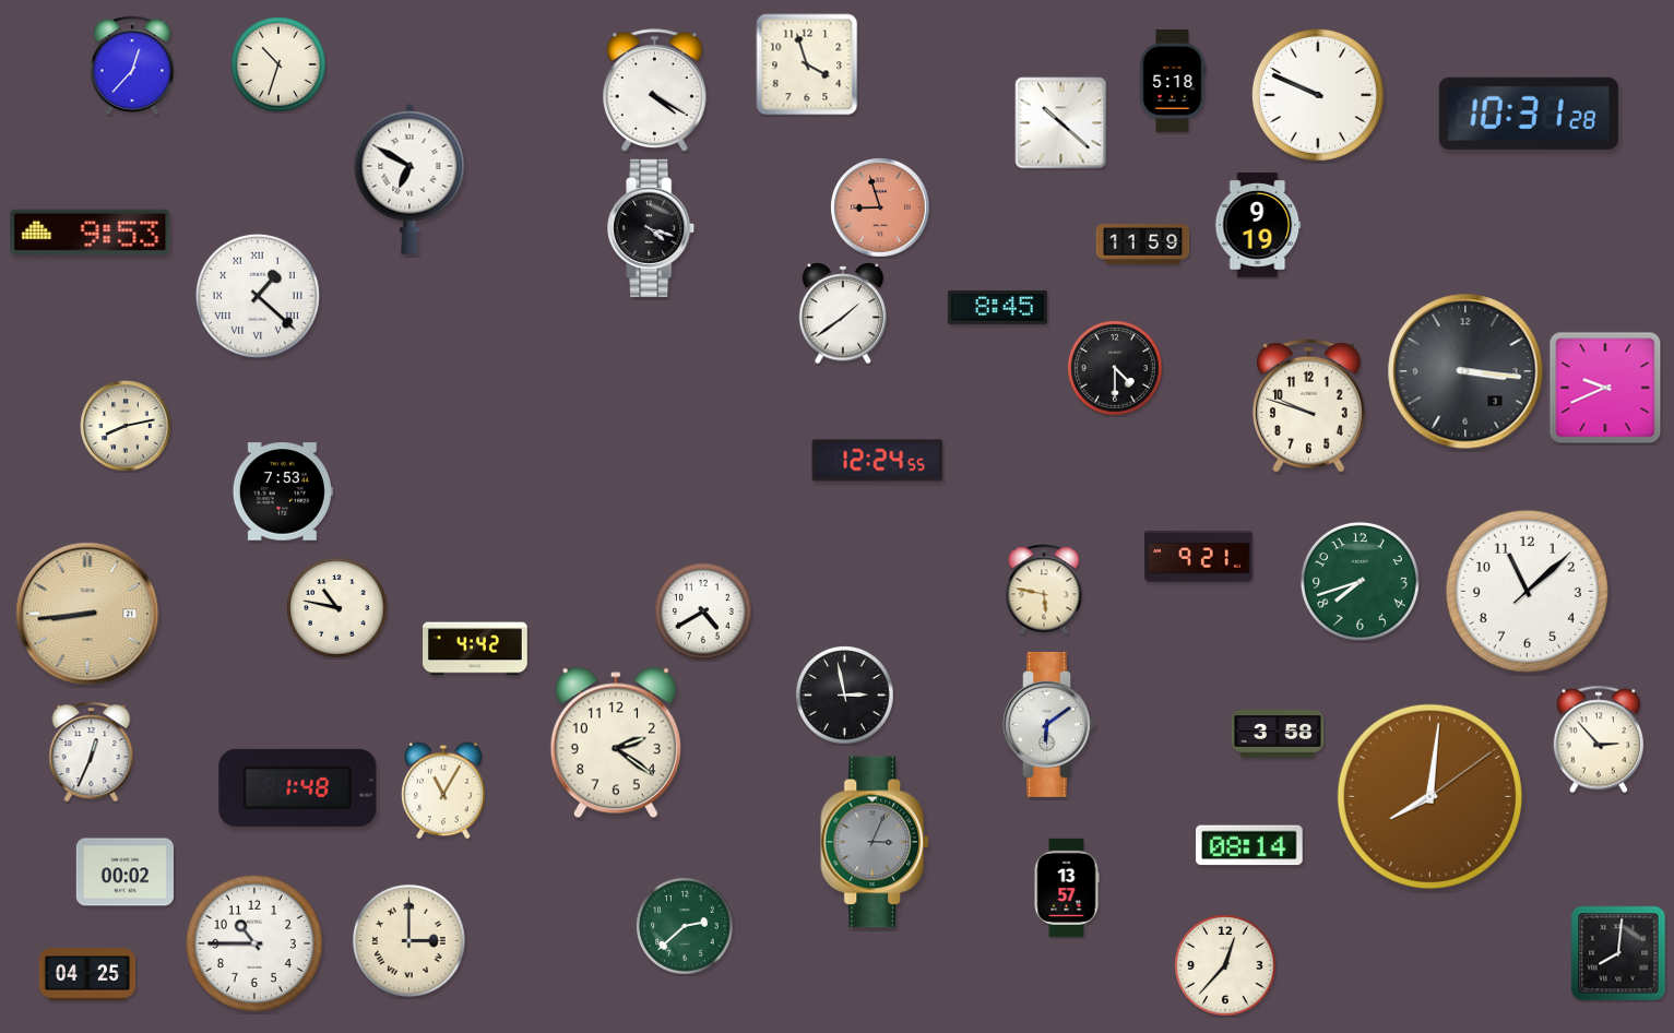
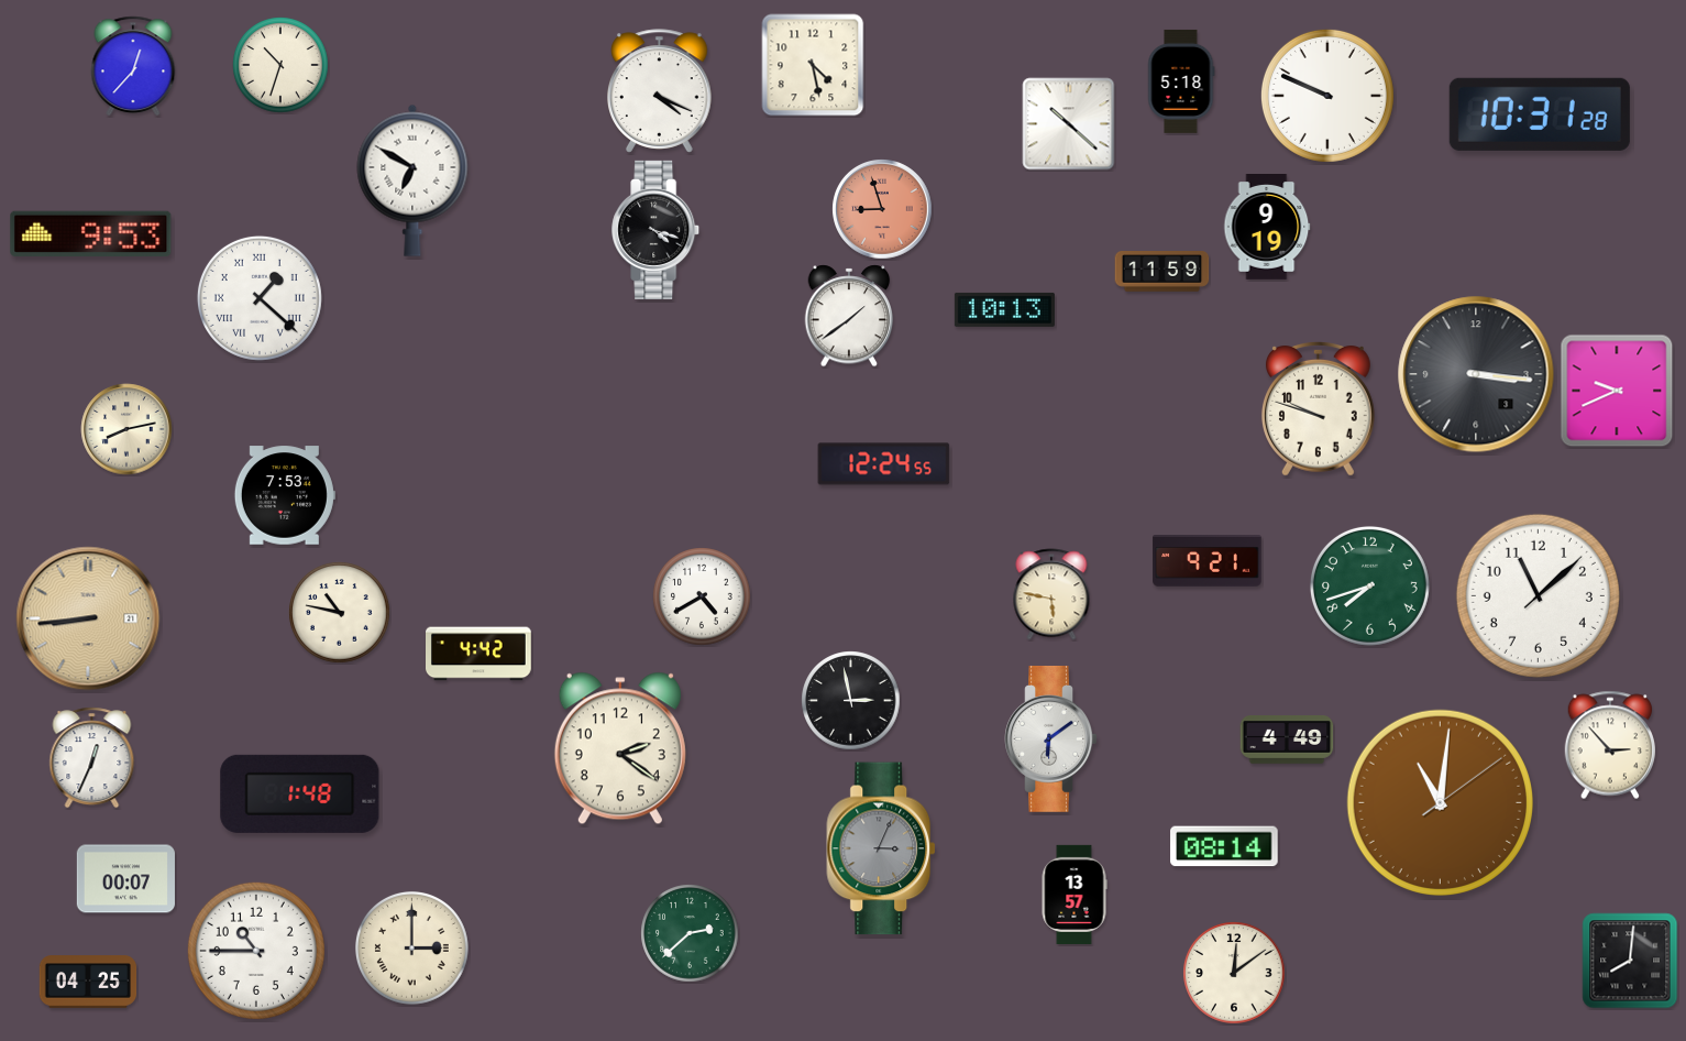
clock at (807, 64): 3:57 -> 4:28
clock at (655, 91): 4:20 -> 4:19
clock at (880, 207) position: (880, 207) -> (882, 209)
clock at (1143, 245) position: (1143, 245) -> (1162, 272)
clock at (997, 307): 8:45 -> 10:13
clock at (1115, 368): 4:30 -> none
clock at (703, 612) position: (703, 612) -> (702, 596)
clock at (1049, 724) position: (1049, 724) -> (1051, 738)
clock at (1278, 734): 3:58 -> 4:49
clock at (443, 791): 11:05 -> none
clock at (1429, 796): 8:01 -> 11:01
clock at (1249, 845) position: (1249, 845) -> (1224, 846)
clock at (124, 872): 00:02 -> 00:07
clock at (1225, 965): 12:37 -> 12:09
